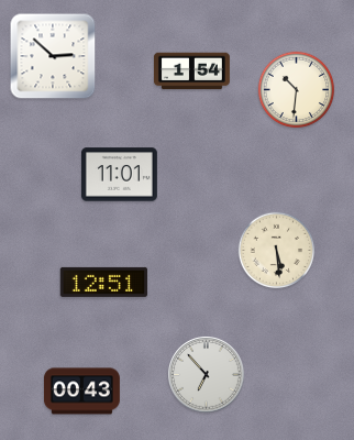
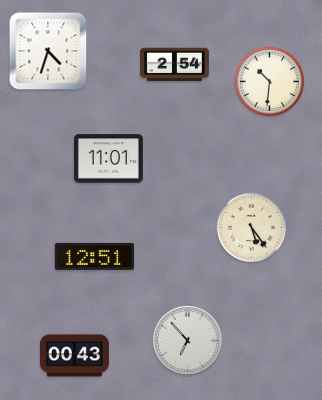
clock at (53, 56): 2:52 -> 4:33
clock at (191, 71): 1:54 -> 2:54
clock at (277, 251): 5:29 -> 5:24
